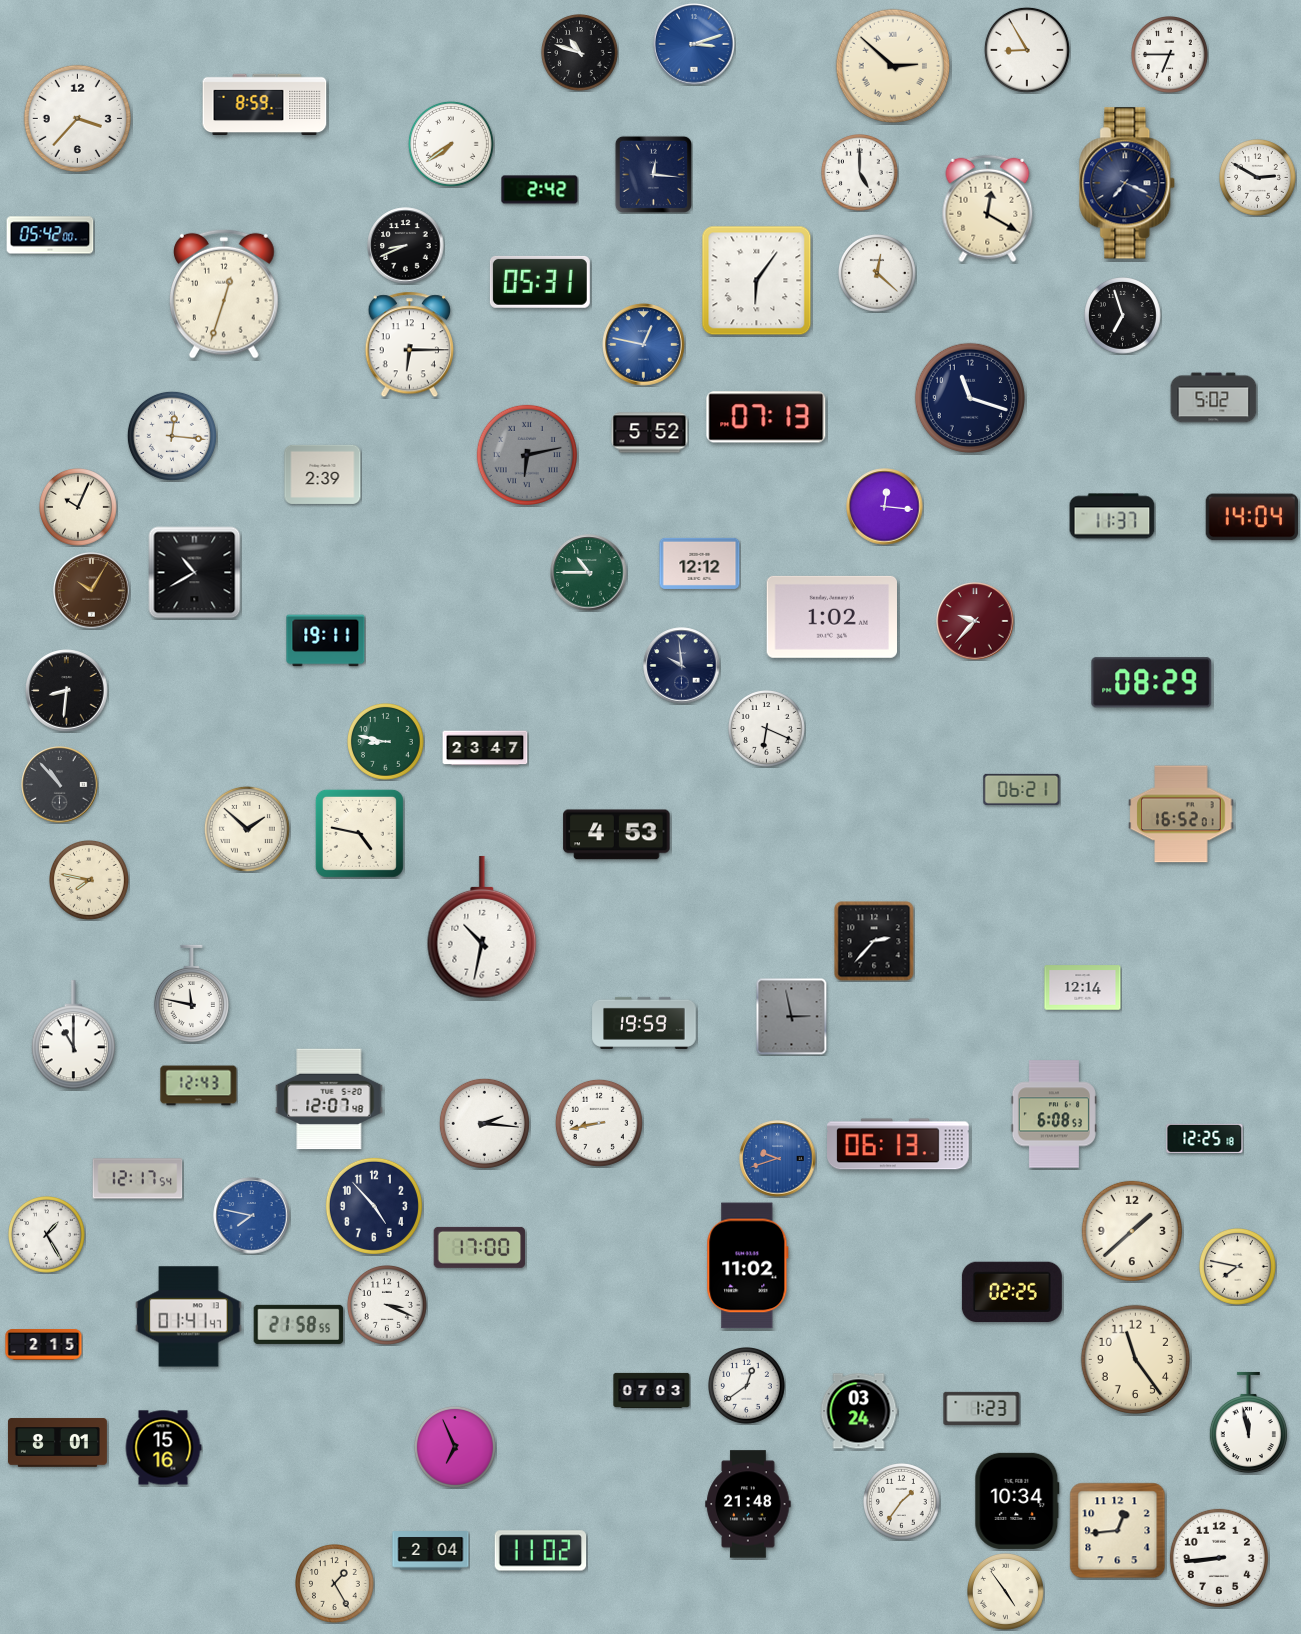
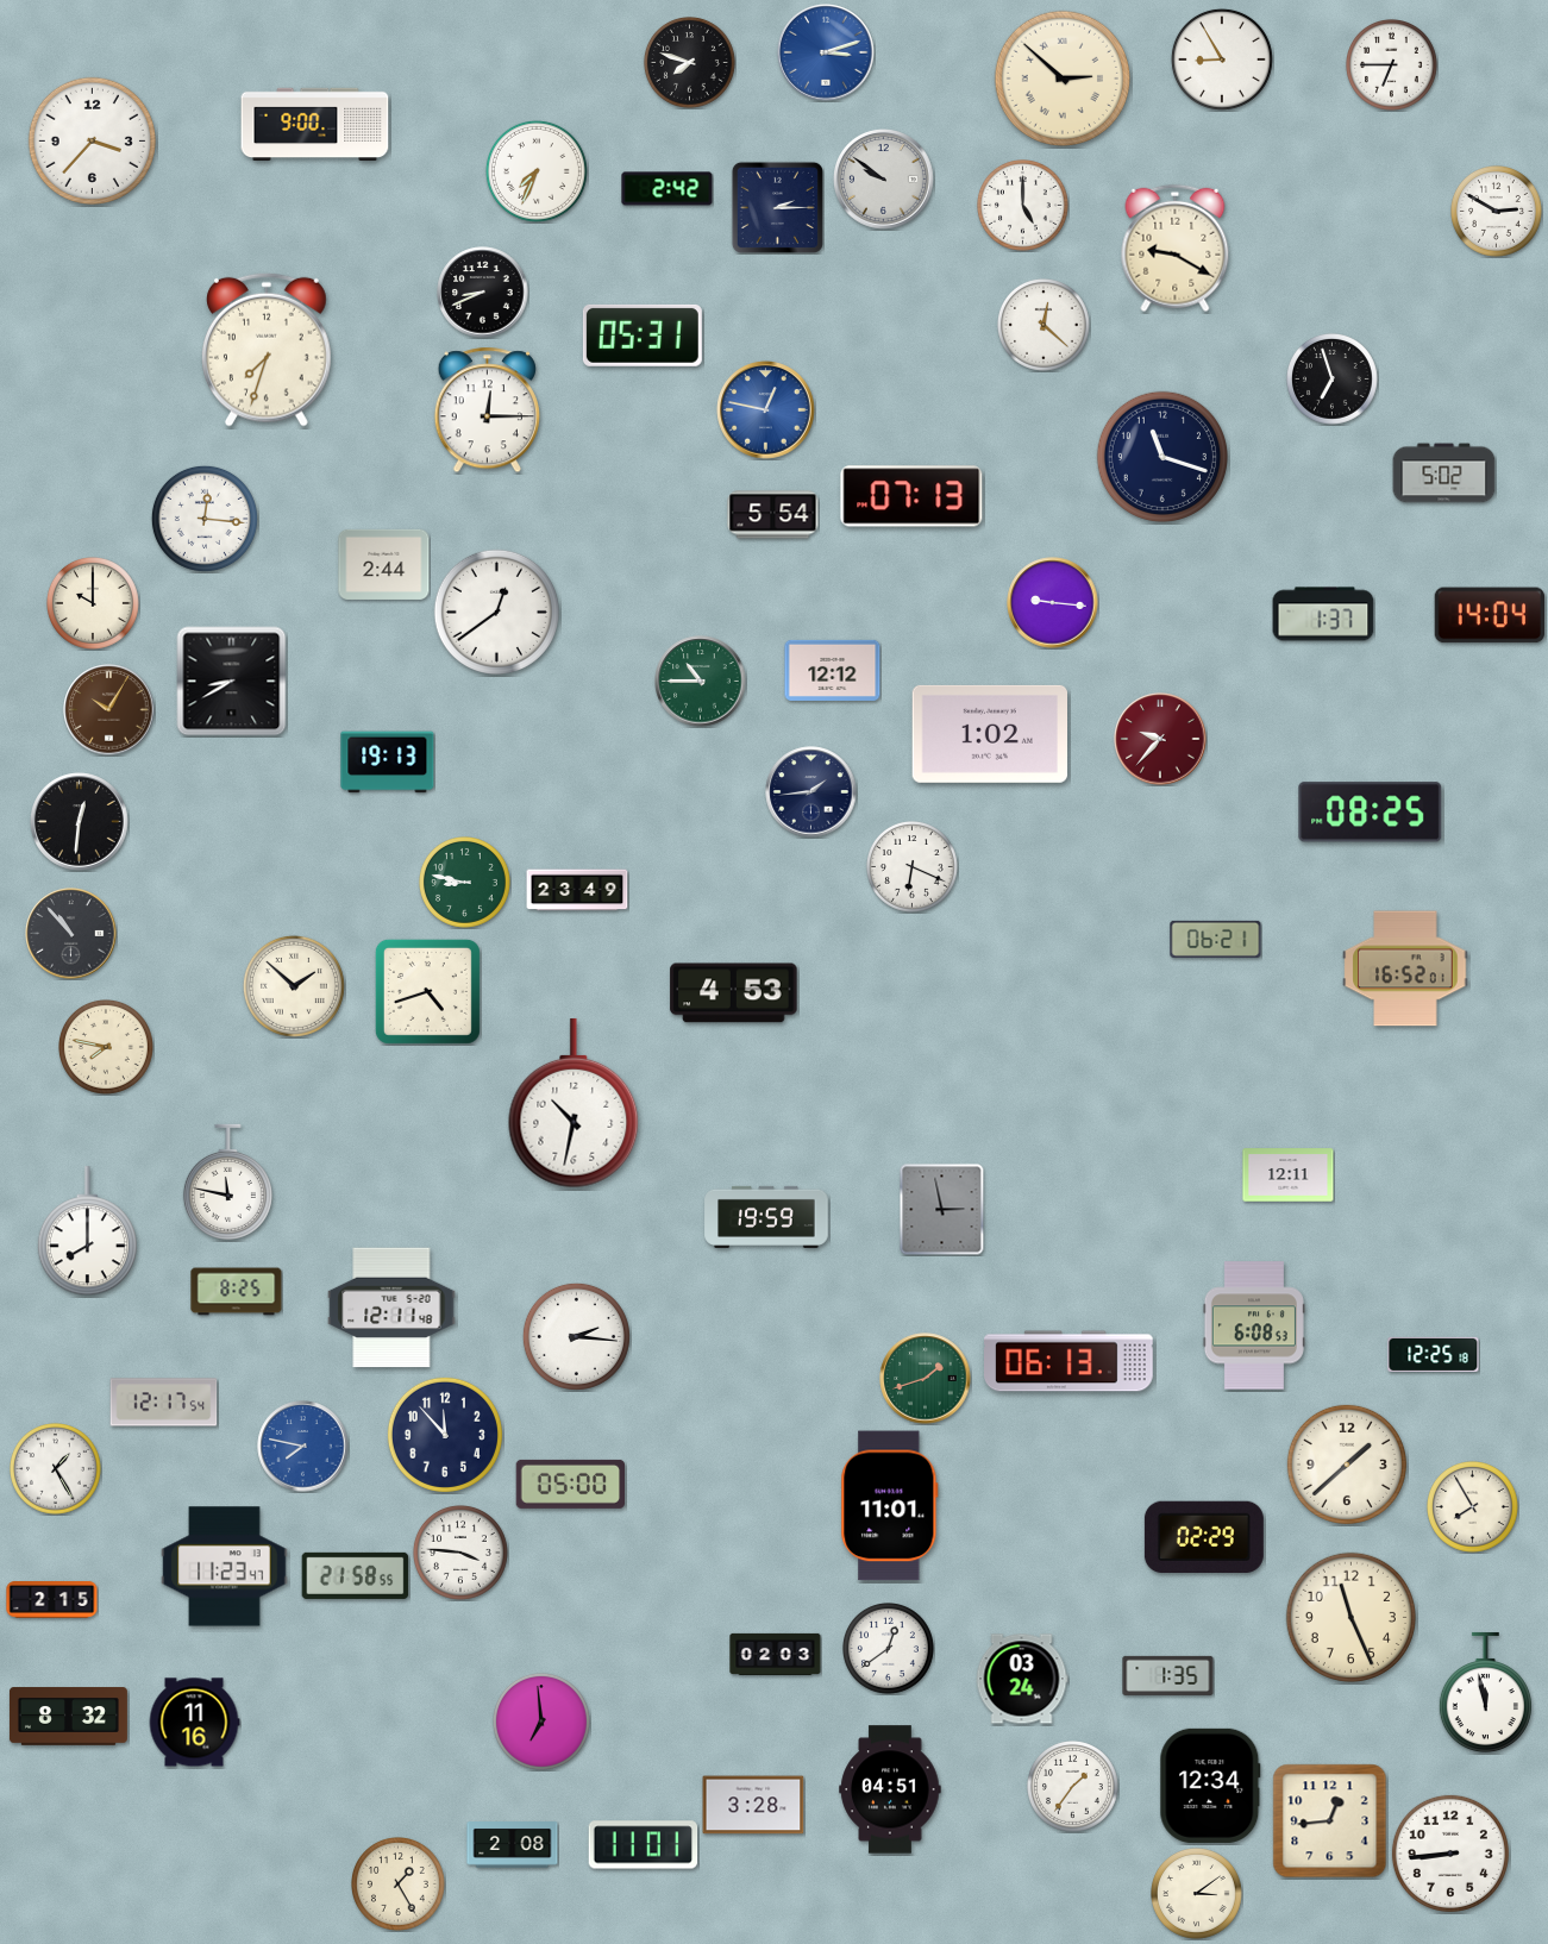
clock at (580, 53): 10:48 -> 7:48
clock at (265, 105): 8:59 -> 9:00
clock at (451, 144): 7:39 -> 7:34
clock at (884, 180): none -> 9:51
clock at (653, 174): 12:16 -> 2:15
clock at (1128, 183): 7:19 -> none
clock at (540, 190) position: (540, 190) -> (668, 189)
clock at (988, 209): 12:20 -> 9:20
clock at (50, 235): 05:42 -> none
clock at (757, 281): 6:06 -> none
clock at (225, 294): 12:33 -> 7:33
clock at (1123, 316) position: (1123, 316) -> (1333, 380)
clock at (409, 345): 6:15 -> 12:15
clock at (969, 397) position: (969, 397) -> (1161, 456)
clock at (650, 433): 5:52 -> 5:54
clock at (527, 455): 6:13 -> none
clock at (323, 474): 2:39 -> 2:44
clock at (885, 507): 12:16 -> 9:16
clock at (79, 508): 10:04 -> 10:00
clock at (496, 612): none -> 12:39
clock at (1112, 516): 11:37 -> 1:37
clock at (195, 573): 10:40 -> 8:40
clock at (92, 591) position: (92, 591) -> (109, 710)
clock at (326, 641): 19:11 -> 19:13
clock at (682, 666): 9:59 -> 1:44
clock at (1152, 683): 08:29 -> 08:25
clock at (67, 691): 8:31 -> 12:31
clock at (386, 742) position: (386, 742) -> (465, 883)
clock at (485, 748): 23:47 -> 23:49
clock at (359, 833): 4:47 -> 4:42
clock at (874, 941): 2:37 -> none
clock at (1083, 988): 12:14 -> 12:11
clock at (73, 1035): 11:00 -> 8:00
clock at (199, 1086): 12:43 -> 8:25
clock at (329, 1099): 12:07 -> 12:11
clock at (599, 1123): 8:43 -> none
clock at (778, 1159): 9:42 -> 1:42
clock at (778, 1159) dial: blue -> green
clock at (374, 1206): 4:53 -> 11:53
clock at (252, 1216) position: (252, 1216) -> (303, 1447)
clock at (480, 1247): 17:00 -> 05:00
clock at (748, 1266): 11:02 -> 11:01
clock at (1238, 1267): 7:47 -> 7:55
clock at (1012, 1291): 02:25 -> 02:29
clock at (387, 1305): 3:19 -> 3:46
clock at (189, 1317): 01:41 -> 11:23
clock at (1135, 1359): 11:24 -> 11:26
clock at (652, 1390): 07:03 -> 02:03
clock at (982, 1408): 1:23 -> 1:35
clock at (57, 1443): 8:01 -> 8:32
clock at (455, 1447): 6:56 -> 6:59
clock at (163, 1448): 15:16 -> 11:16
clock at (1017, 1501): 10:34 -> 12:34
clock at (748, 1504): 21:48 -> 04:51
clock at (753, 1805): none -> 3:28
clock at (431, 1551): 2:04 -> 2:08
clock at (541, 1551): 11:02 -> 11:01
clock at (1006, 1592): 4:54 -> 3:09
